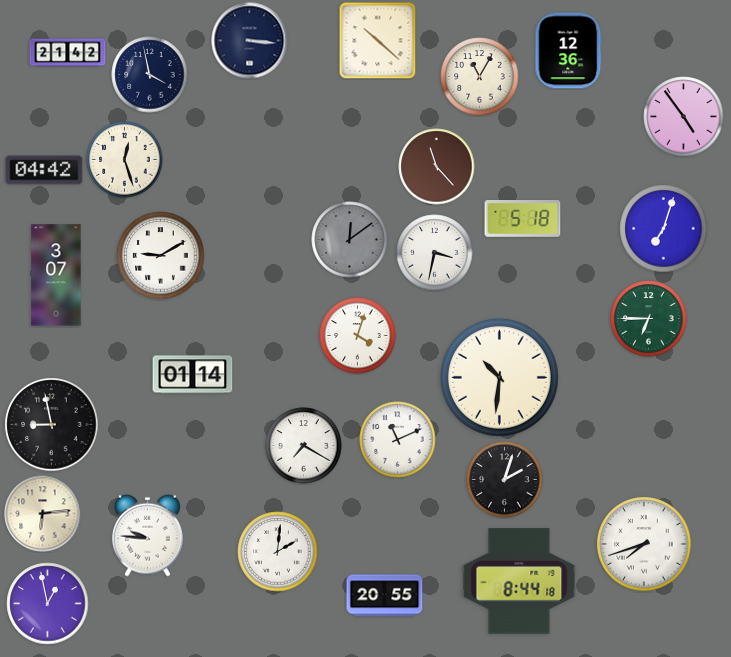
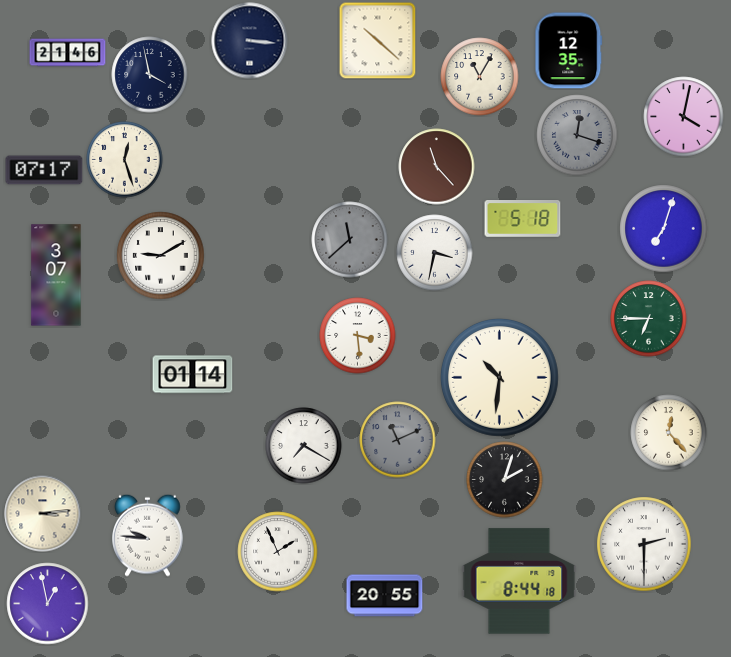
clock at (569, 51): 12:36 -> 12:35
clock at (68, 53): 21:42 -> 21:46
clock at (684, 117): 4:54 -> 4:02
clock at (577, 135): none -> 12:18
clock at (44, 170): 04:42 -> 07:17
clock at (350, 240): 12:09 -> 11:38
clock at (358, 336): 4:03 -> 3:29
clock at (52, 425): 8:58 -> none
clock at (669, 433): none -> 12:23
clock at (398, 440) dial: white -> grey
clock at (43, 514): 6:14 -> 3:14
clock at (644, 544): 7:42 -> 2:30
clock at (278, 552): 2:01 -> 1:56
